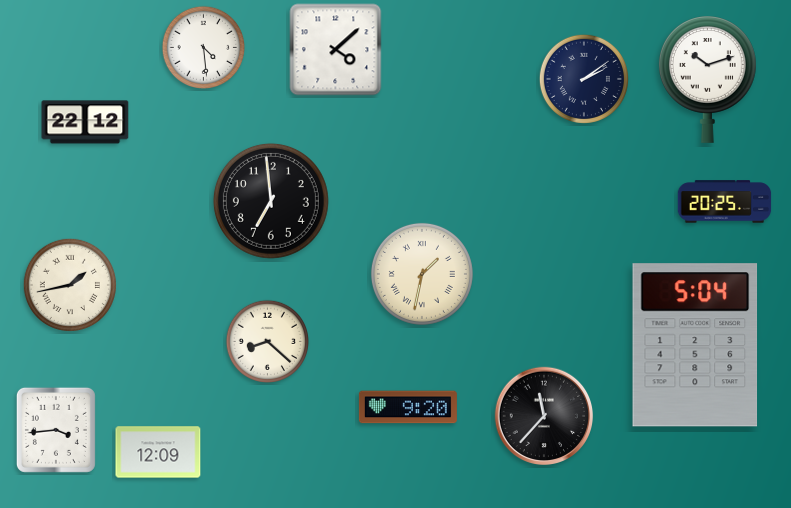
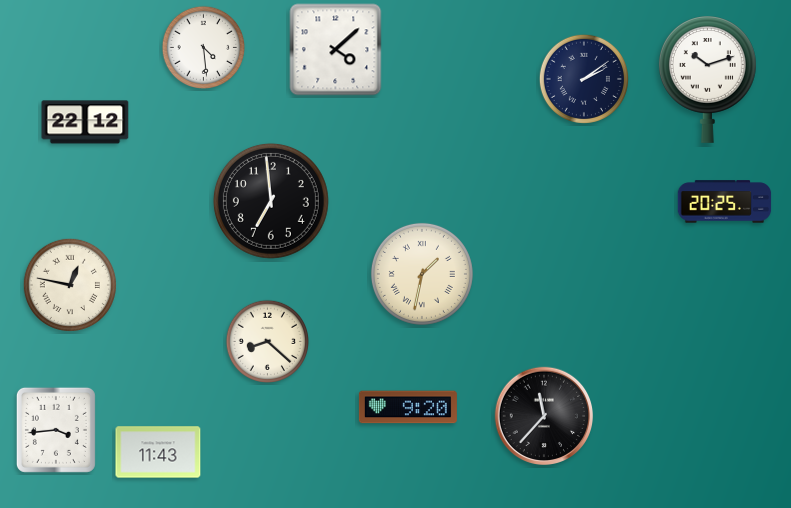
clock at (70, 285): 1:43 -> 12:47
clock at (695, 345): 5:04 -> none
clock at (158, 452): 12:09 -> 11:43
